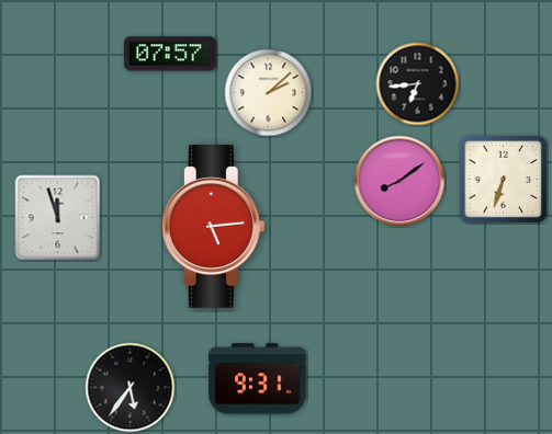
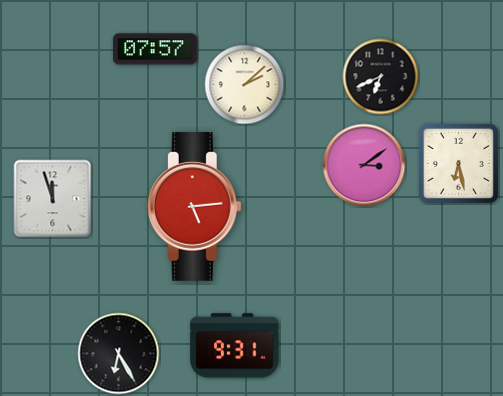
clock at (418, 84): 6:44 -> 6:41
clock at (503, 179): 6:33 -> 6:28
clock at (399, 181): 8:09 -> 3:09
clock at (131, 388): 5:36 -> 6:25
